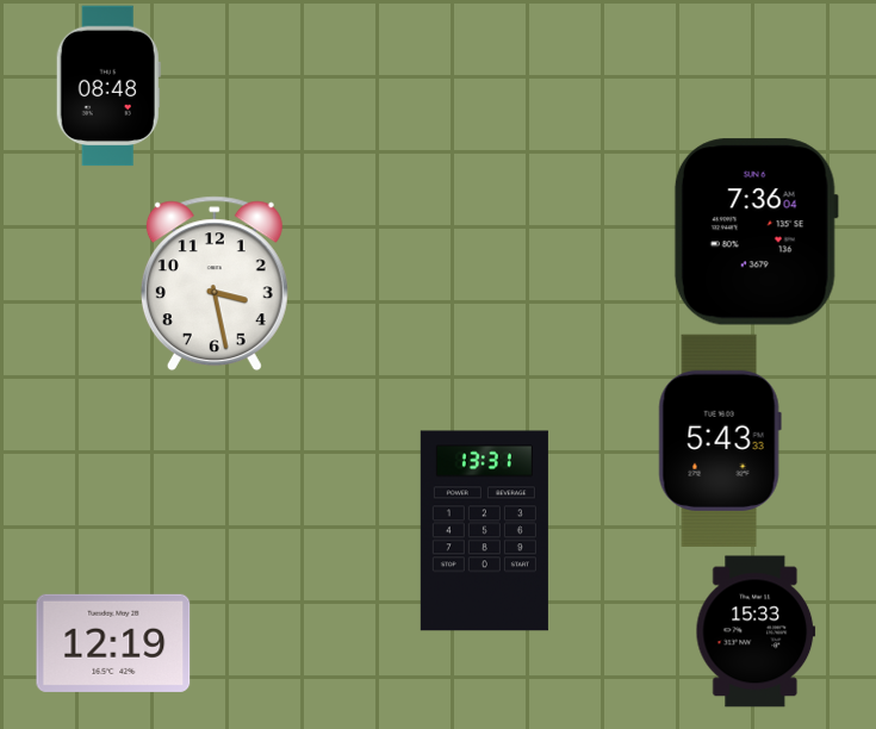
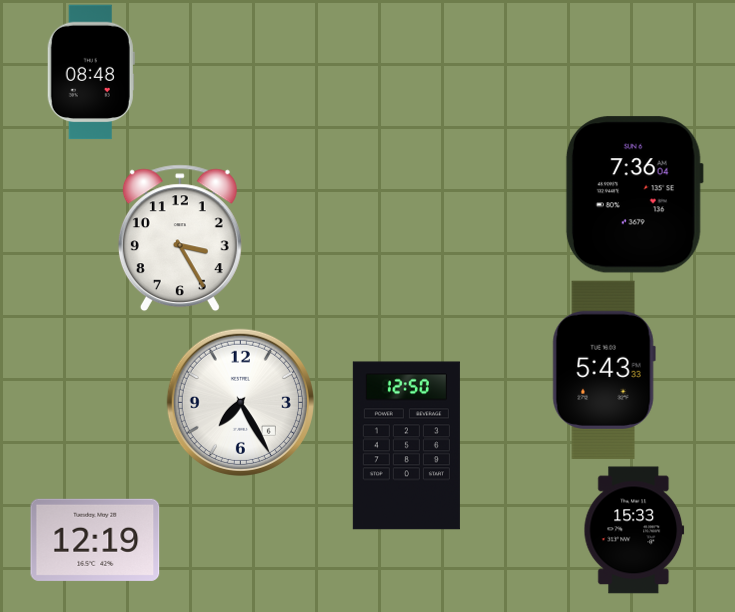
clock at (215, 283): 3:28 -> 3:25
clock at (240, 402): none -> 7:25
clock at (484, 531): 13:31 -> 12:50
